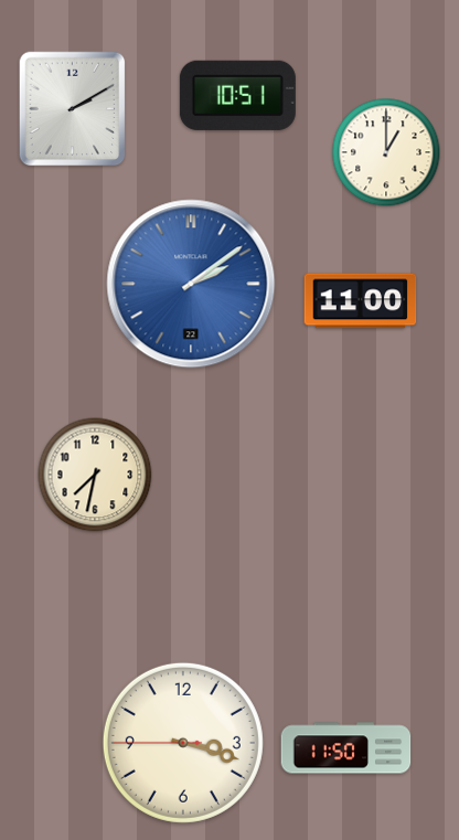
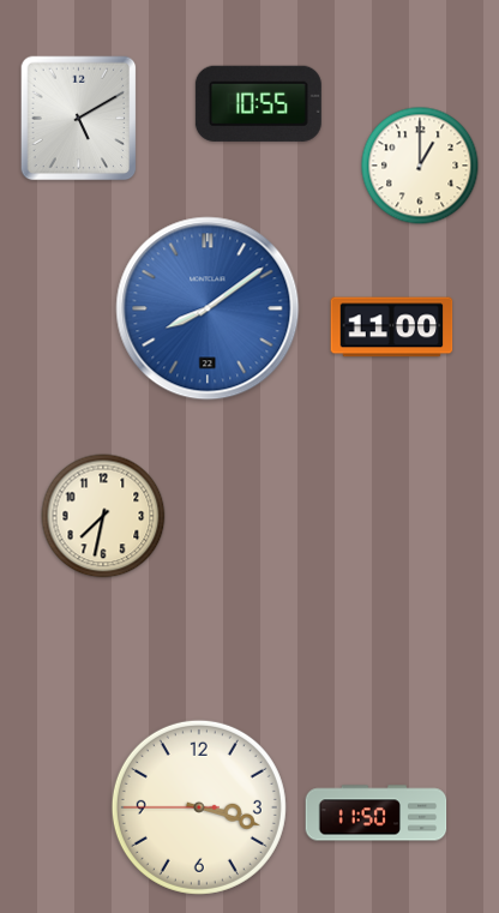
clock at (237, 95): 10:51 -> 10:55
clock at (73, 109): 2:10 -> 5:10
clock at (191, 284): 2:09 -> 8:09
